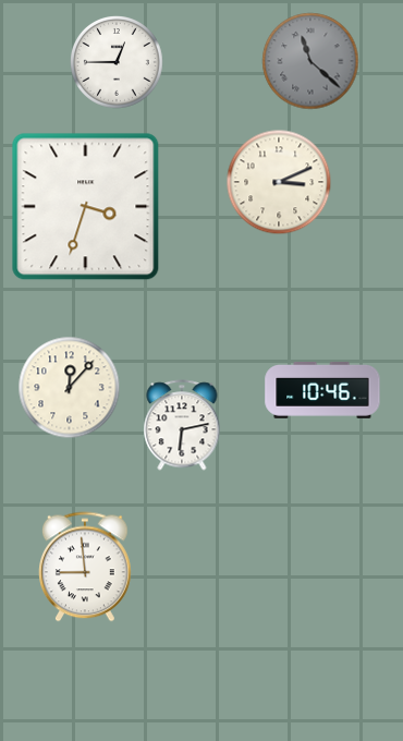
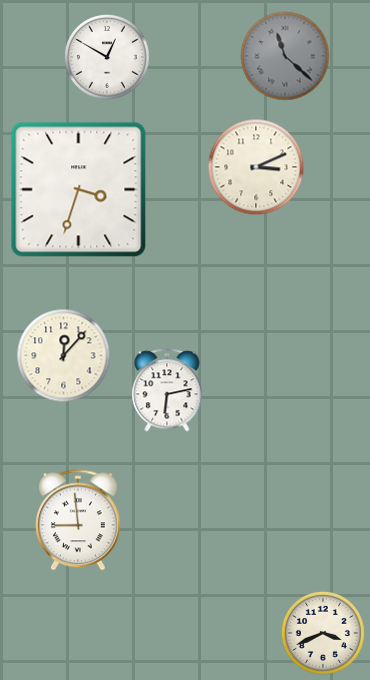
clock at (118, 63): 12:45 -> 12:50
clock at (322, 391): 10:46 -> none
clock at (323, 633): none -> 3:41
